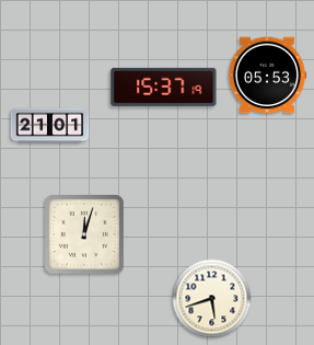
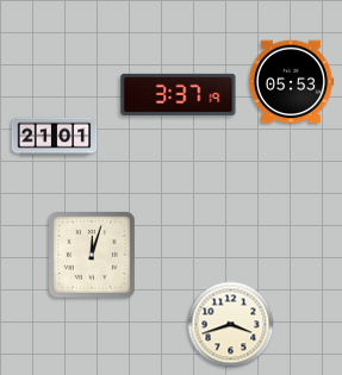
clock at (164, 87): 15:37 -> 3:37
clock at (212, 299): 5:42 -> 3:42
